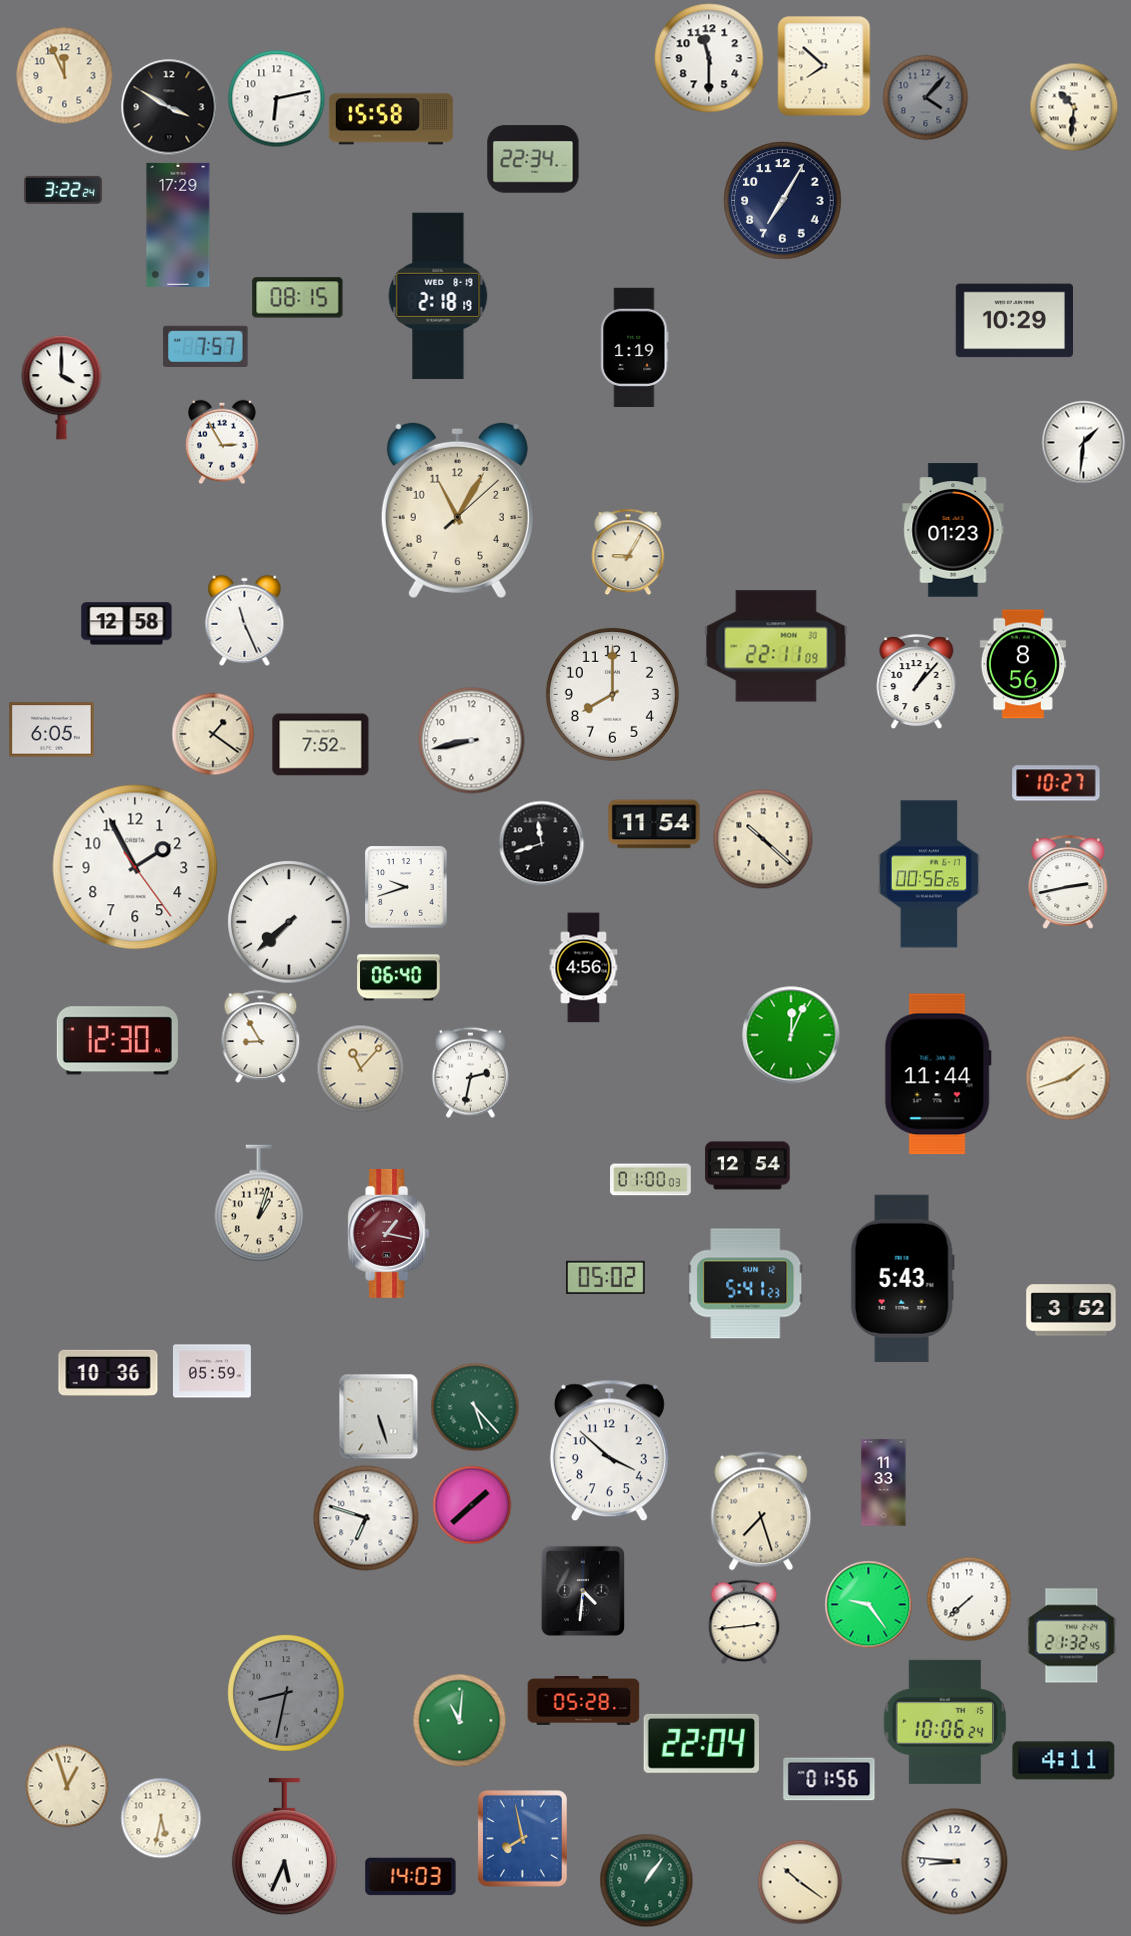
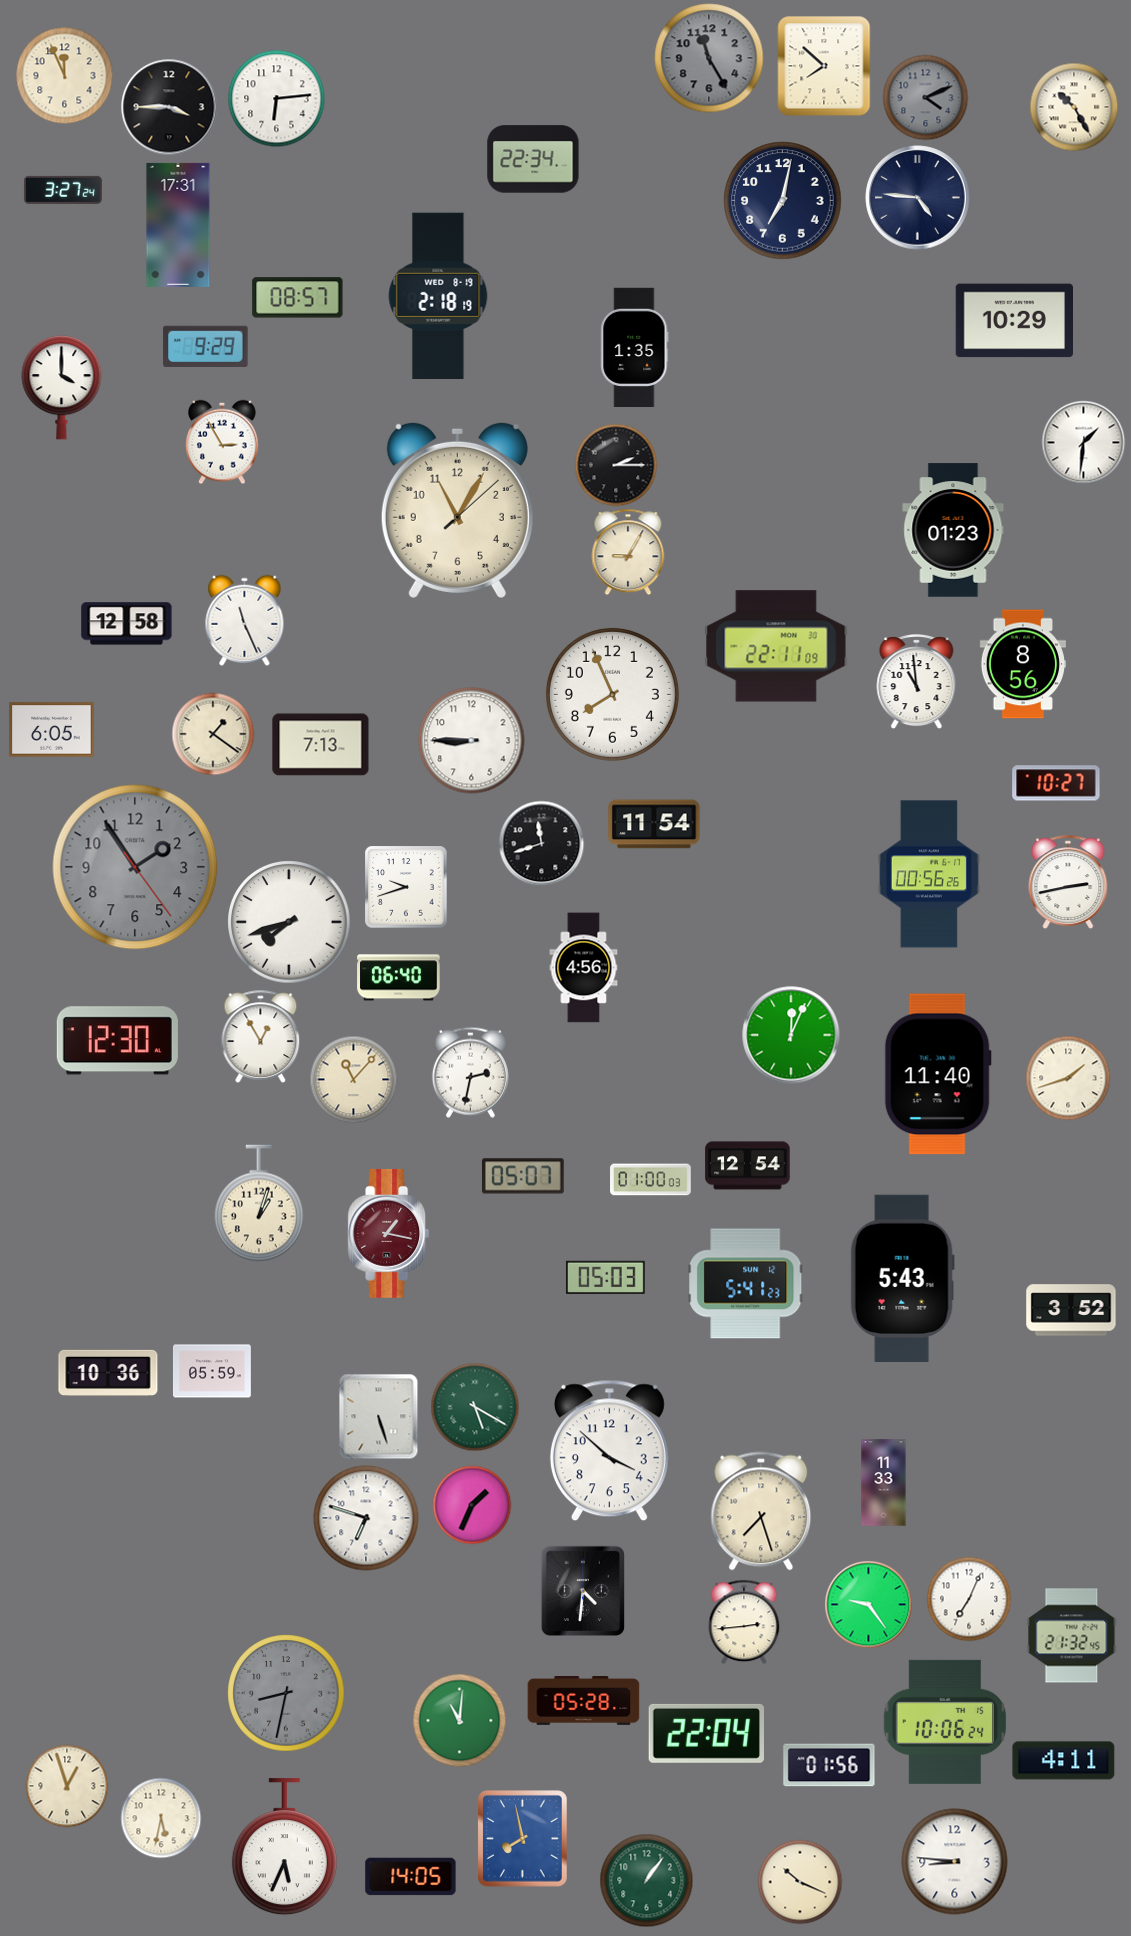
clock at (709, 58): 11:30 -> 11:25
clock at (709, 58) dial: white -> grey
clock at (925, 97): 4:07 -> 4:11
clock at (276, 98): 6:13 -> 6:14
clock at (169, 107): 3:50 -> 3:45
clock at (1074, 107): 10:31 -> 10:25
clock at (391, 119): 15:58 -> none
clock at (63, 190): 3:22 -> 3:27
clock at (918, 198): none -> 4:46
clock at (783, 201): 7:05 -> 7:02
clock at (178, 225): 17:29 -> 17:31
clock at (298, 298): 08:15 -> 08:57
clock at (206, 346): 7:57 -> 9:29
clock at (635, 347): 1:19 -> 1:35
clock at (616, 465): none -> 2:15
clock at (917, 682): 1:07 -> 10:59
clock at (612, 694): 8:00 -> 7:56
clock at (472, 741): 8:43 -> 8:45
clock at (321, 745): 7:52 -> 7:13
clock at (763, 839): 10:22 -> none
clock at (135, 867): 1:55 -> 1:54
clock at (135, 867) dial: white -> grey
clock at (289, 922): 7:38 -> 7:42
clock at (261, 1036): 8:55 -> 12:55
clock at (360, 1068) position: (360, 1068) -> (353, 1079)
clock at (938, 1074): 11:44 -> 11:40
clock at (524, 1176): none -> 05:07
clock at (605, 1277): 05:02 -> 05:03
clock at (475, 1407): 5:23 -> 5:20
clock at (472, 1505): 1:38 -> 1:34
clock at (969, 1599): 7:38 -> 7:04
clock at (702, 1743) position: (702, 1743) -> (707, 1733)
clock at (829, 1779) position: (829, 1779) -> (829, 1765)
clock at (411, 1877): 14:03 -> 14:05
clock at (800, 1882): 10:21 -> 10:19
